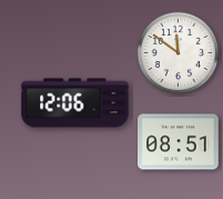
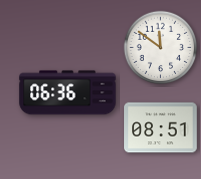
clock at (75, 103): 12:06 -> 06:36
